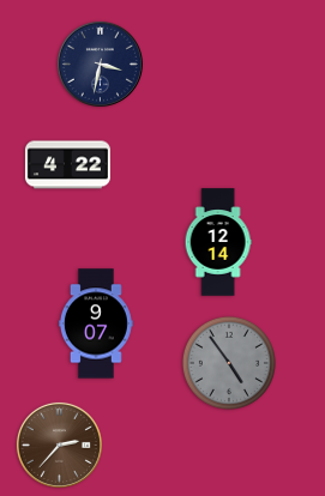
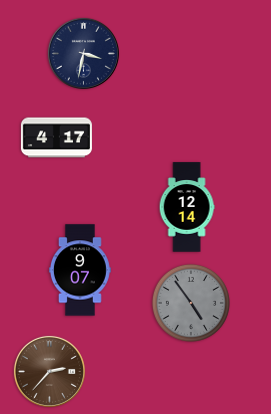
clock at (67, 165): 4:22 -> 4:17
clock at (218, 242) position: (218, 242) -> (187, 207)
